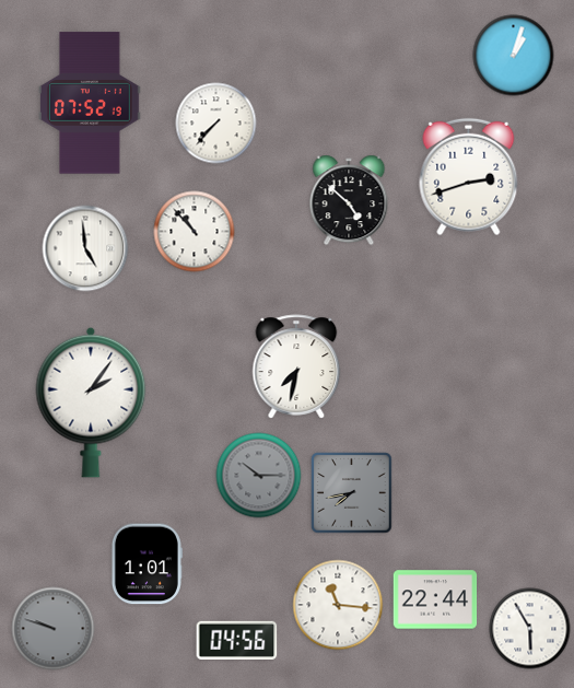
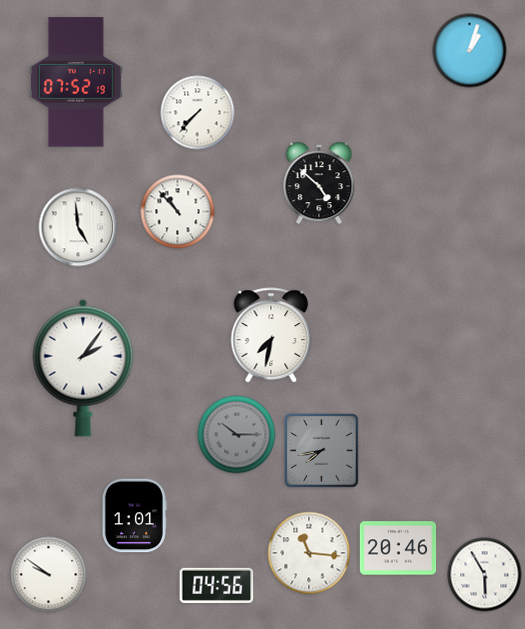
clock at (90, 103) position: (90, 103) -> (76, 82)
clock at (469, 177): 2:42 -> none
clock at (435, 599): 22:44 -> 20:46
clock at (54, 629): 9:48 -> 9:51
clock at (54, 629) dial: grey -> white
